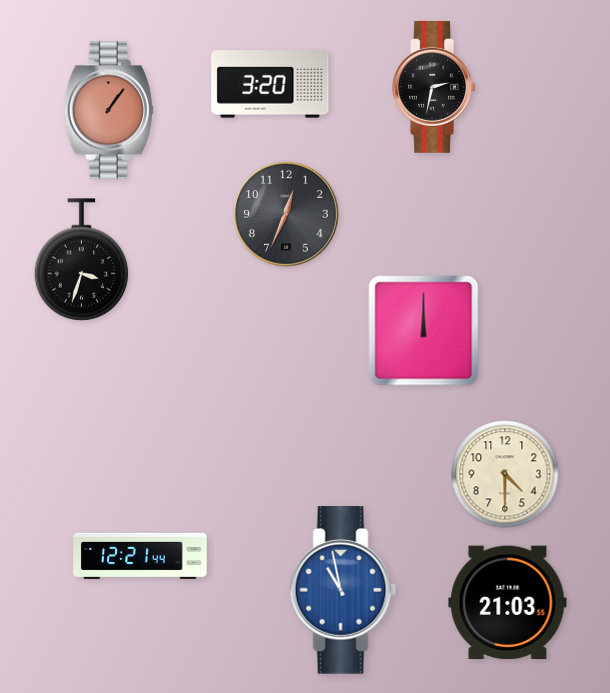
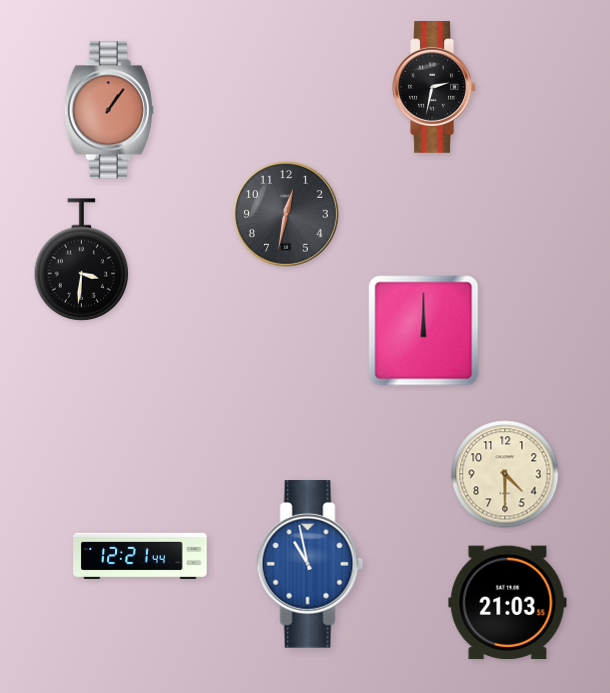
clock at (270, 84): 3:20 -> none
clock at (287, 215): 12:34 -> 12:32
clock at (82, 260): 3:33 -> 3:31
clock at (343, 590) position: (343, 590) -> (310, 564)
